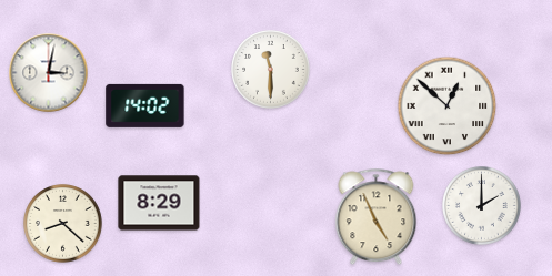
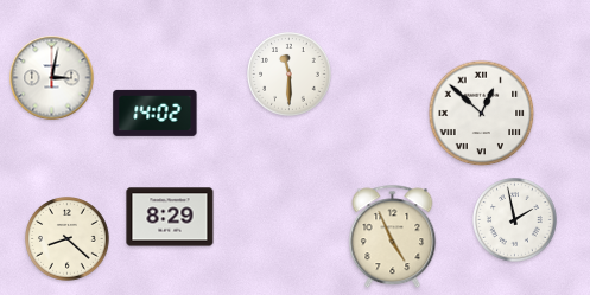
clock at (448, 106) position: (448, 106) -> (482, 114)
clock at (482, 206): 2:00 -> 1:58
clock at (377, 217) position: (377, 217) -> (393, 237)
